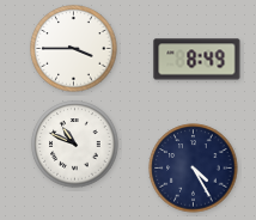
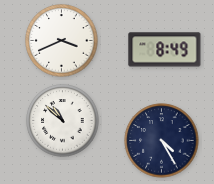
clock at (74, 49): 3:45 -> 3:41
clock at (75, 145): 10:49 -> 10:52
